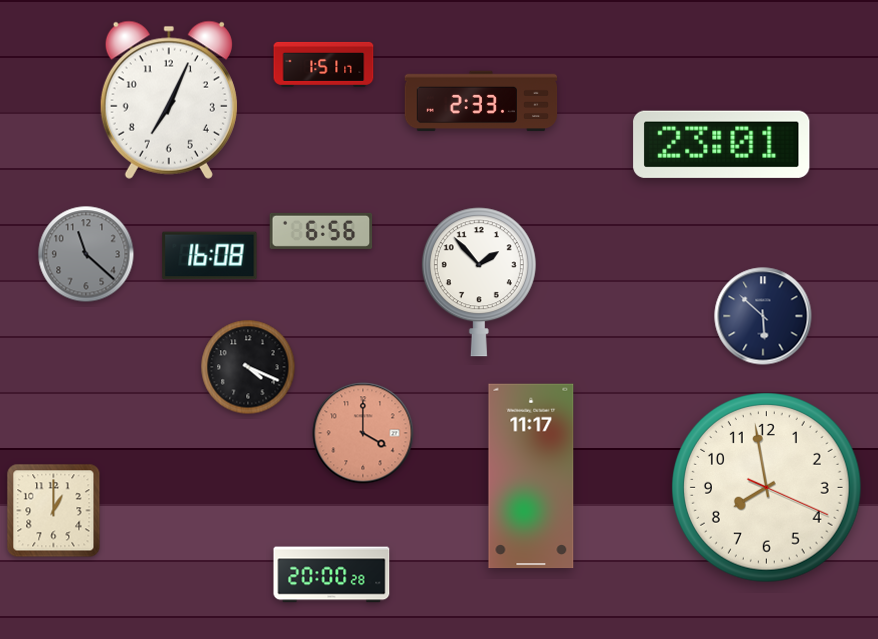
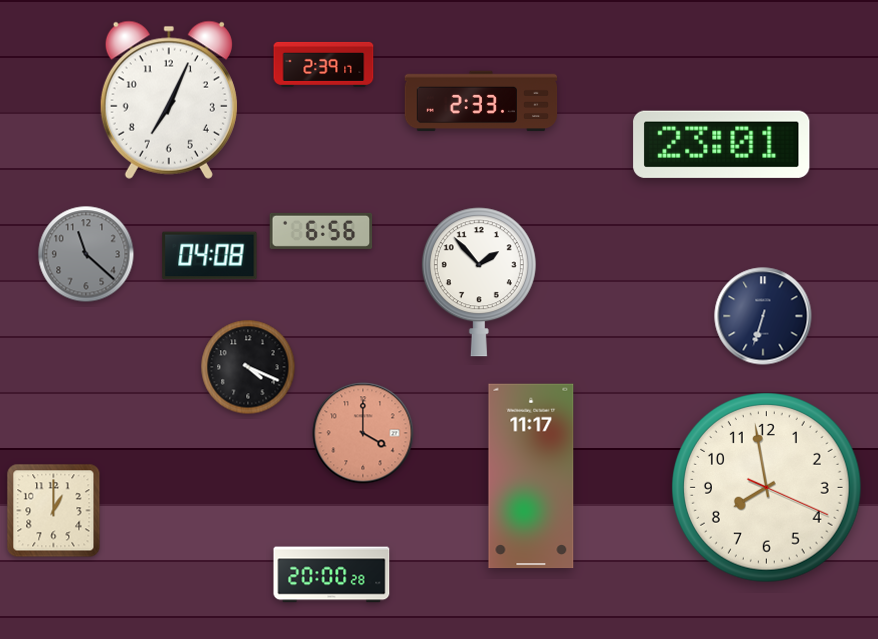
clock at (324, 64): 1:51 -> 2:39
clock at (210, 256): 16:08 -> 04:08
clock at (763, 316): 5:52 -> 6:33
